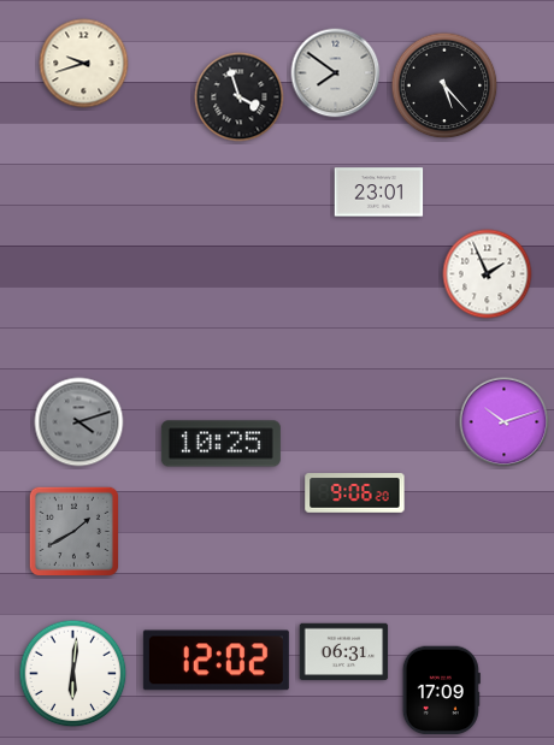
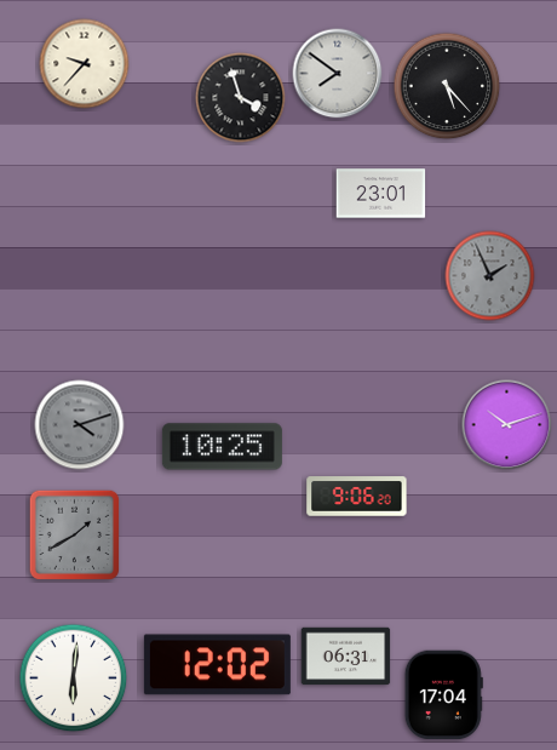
clock at (84, 64): 9:42 -> 9:37
clock at (488, 274) dial: white -> grey
clock at (441, 691): 17:09 -> 17:04
